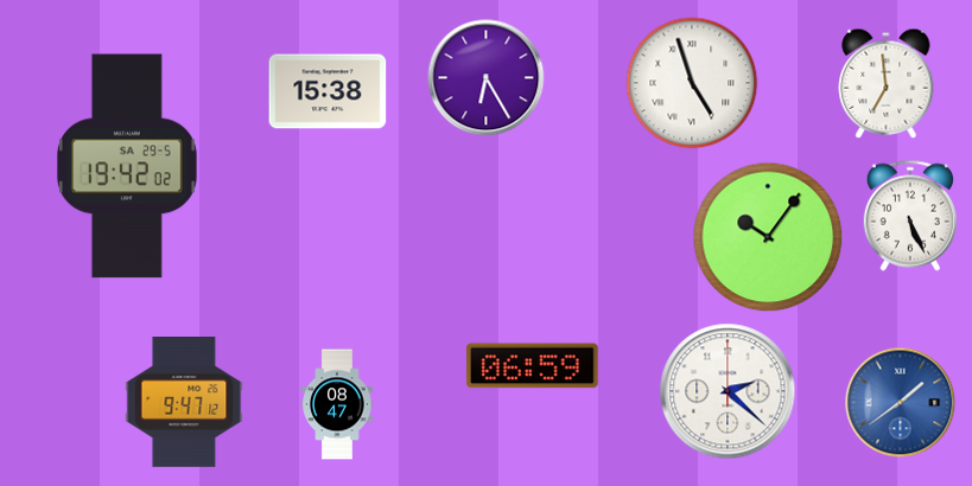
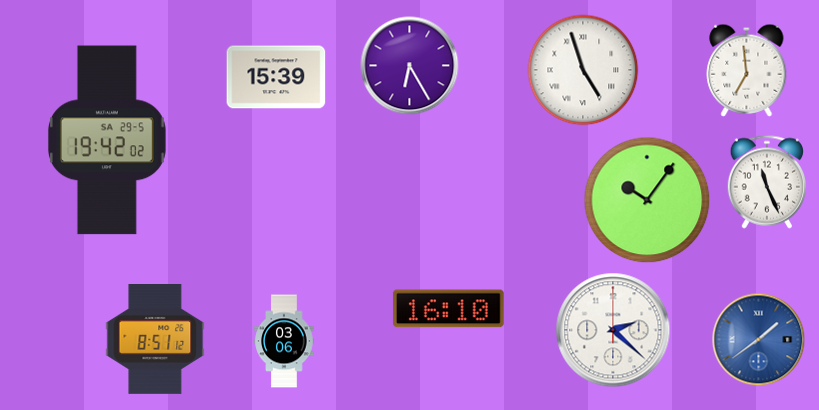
clock at (328, 91): 15:38 -> 15:39
clock at (909, 216): 5:26 -> 11:26
clock at (532, 366): 06:59 -> 16:10
clock at (184, 403): 9:47 -> 8:51
clock at (337, 404): 08:47 -> 03:06
